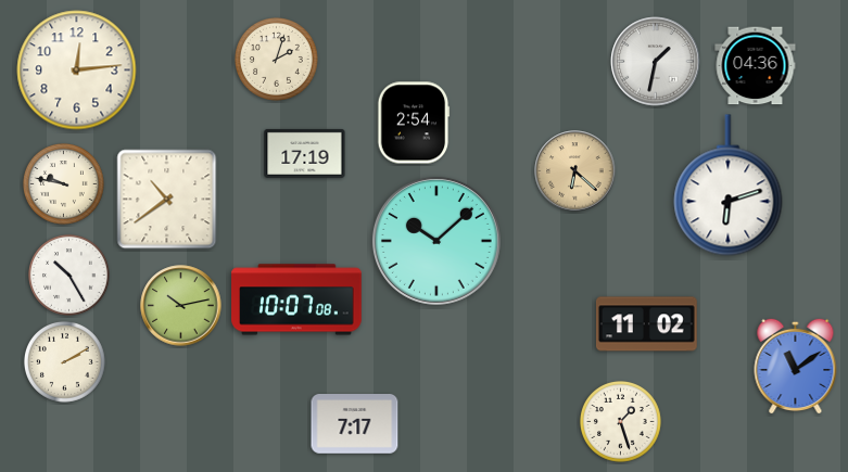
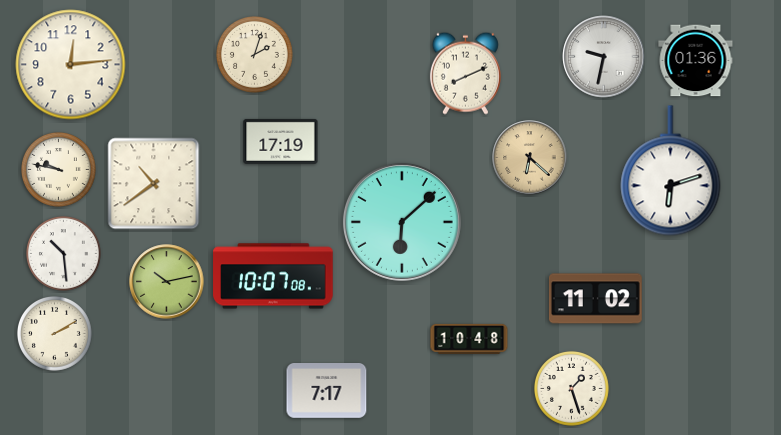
clock at (656, 62): 1:32 -> 9:32
clock at (756, 66): 04:36 -> 01:36
clock at (465, 73): none -> 8:11
clock at (414, 123): 2:54 -> none
clock at (436, 241): 10:08 -> 6:08
clock at (69, 276): 10:25 -> 10:29
clock at (65, 362) position: (65, 362) -> (55, 334)
clock at (796, 366): 11:09 -> none
clock at (469, 339): none -> 10:48
